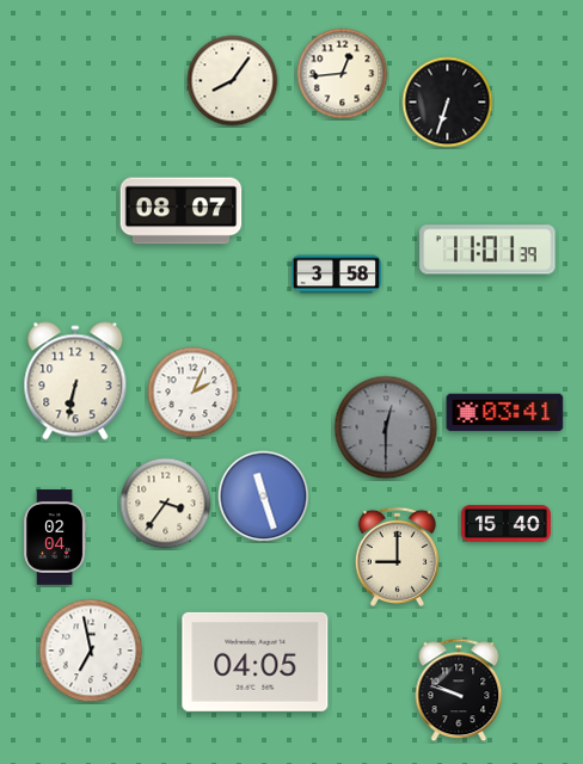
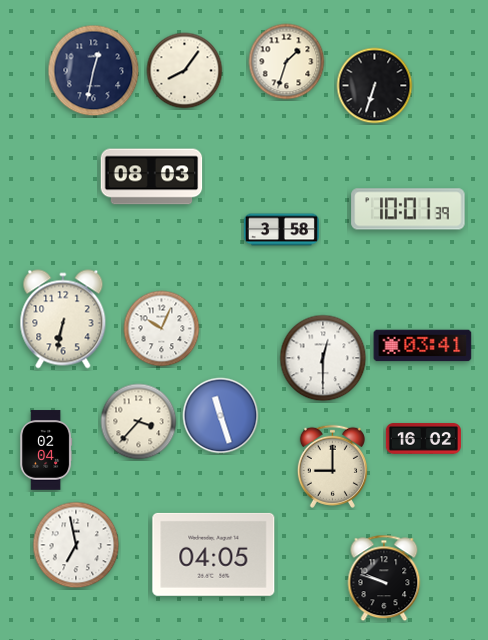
clock at (343, 74): 12:44 -> 1:33
clock at (233, 81) position: (233, 81) -> (185, 71)
clock at (94, 71): none -> 12:32
clock at (182, 211): 08:07 -> 08:03
clock at (487, 249): 11:01 -> 10:01
clock at (194, 393): 2:04 -> 10:04
clock at (386, 427) dial: grey -> white
clock at (166, 504): 3:36 -> 3:37
clock at (505, 524): 15:40 -> 16:02
